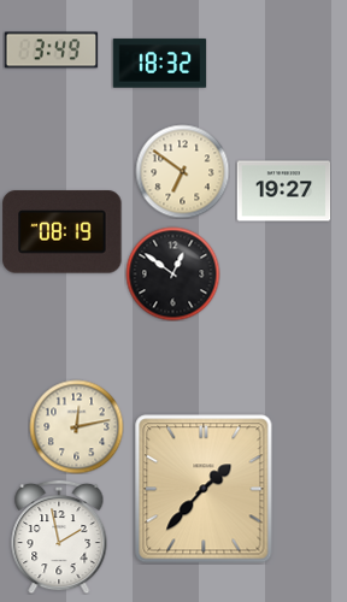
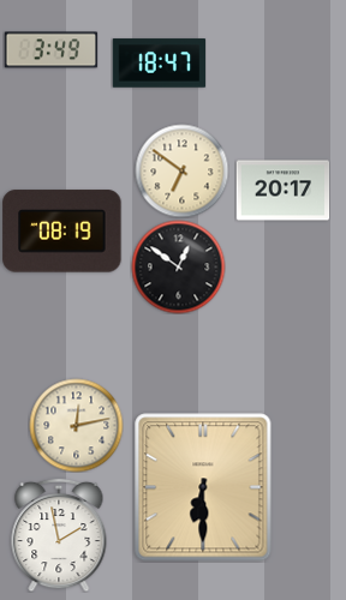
clock at (159, 64): 18:32 -> 18:47
clock at (283, 191): 19:27 -> 20:17
clock at (172, 273) position: (172, 273) -> (178, 266)
clock at (204, 489): 1:37 -> 6:30
